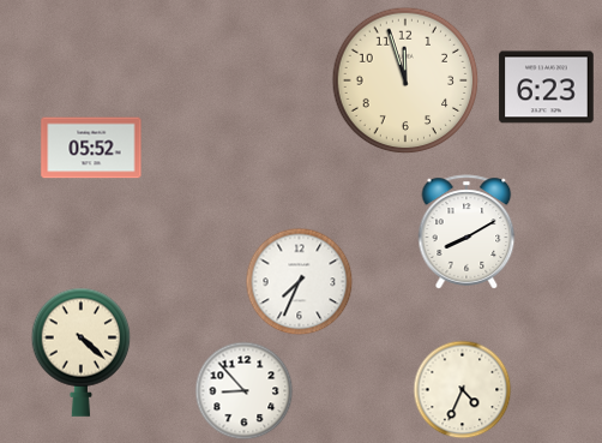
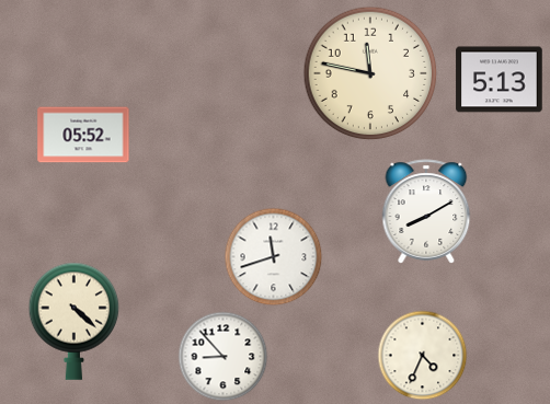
clock at (405, 80): 11:57 -> 11:47
clock at (547, 88): 6:23 -> 5:13
clock at (300, 282): 7:34 -> 11:42
